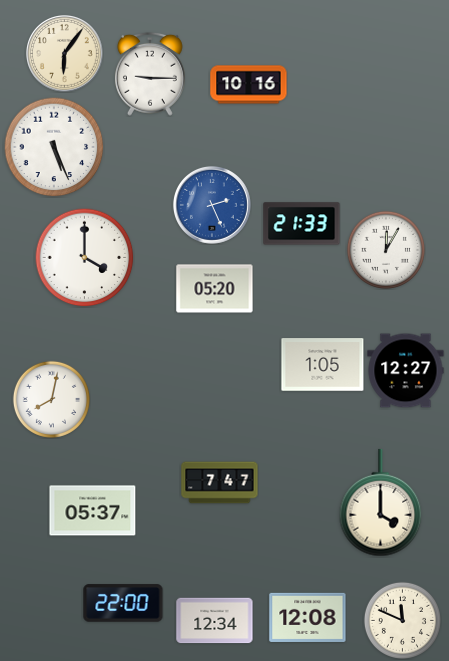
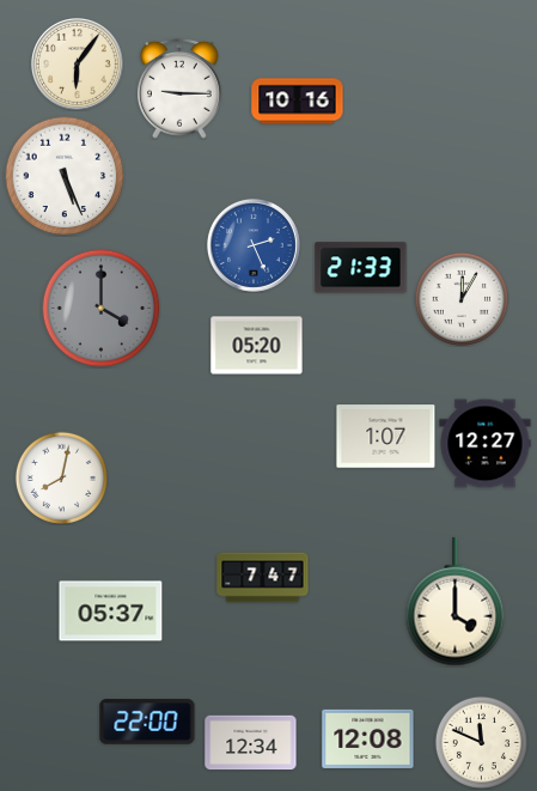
clock at (85, 258) dial: white -> grey
clock at (323, 365): 1:05 -> 1:07
clock at (215, 621) position: (215, 621) -> (251, 743)
